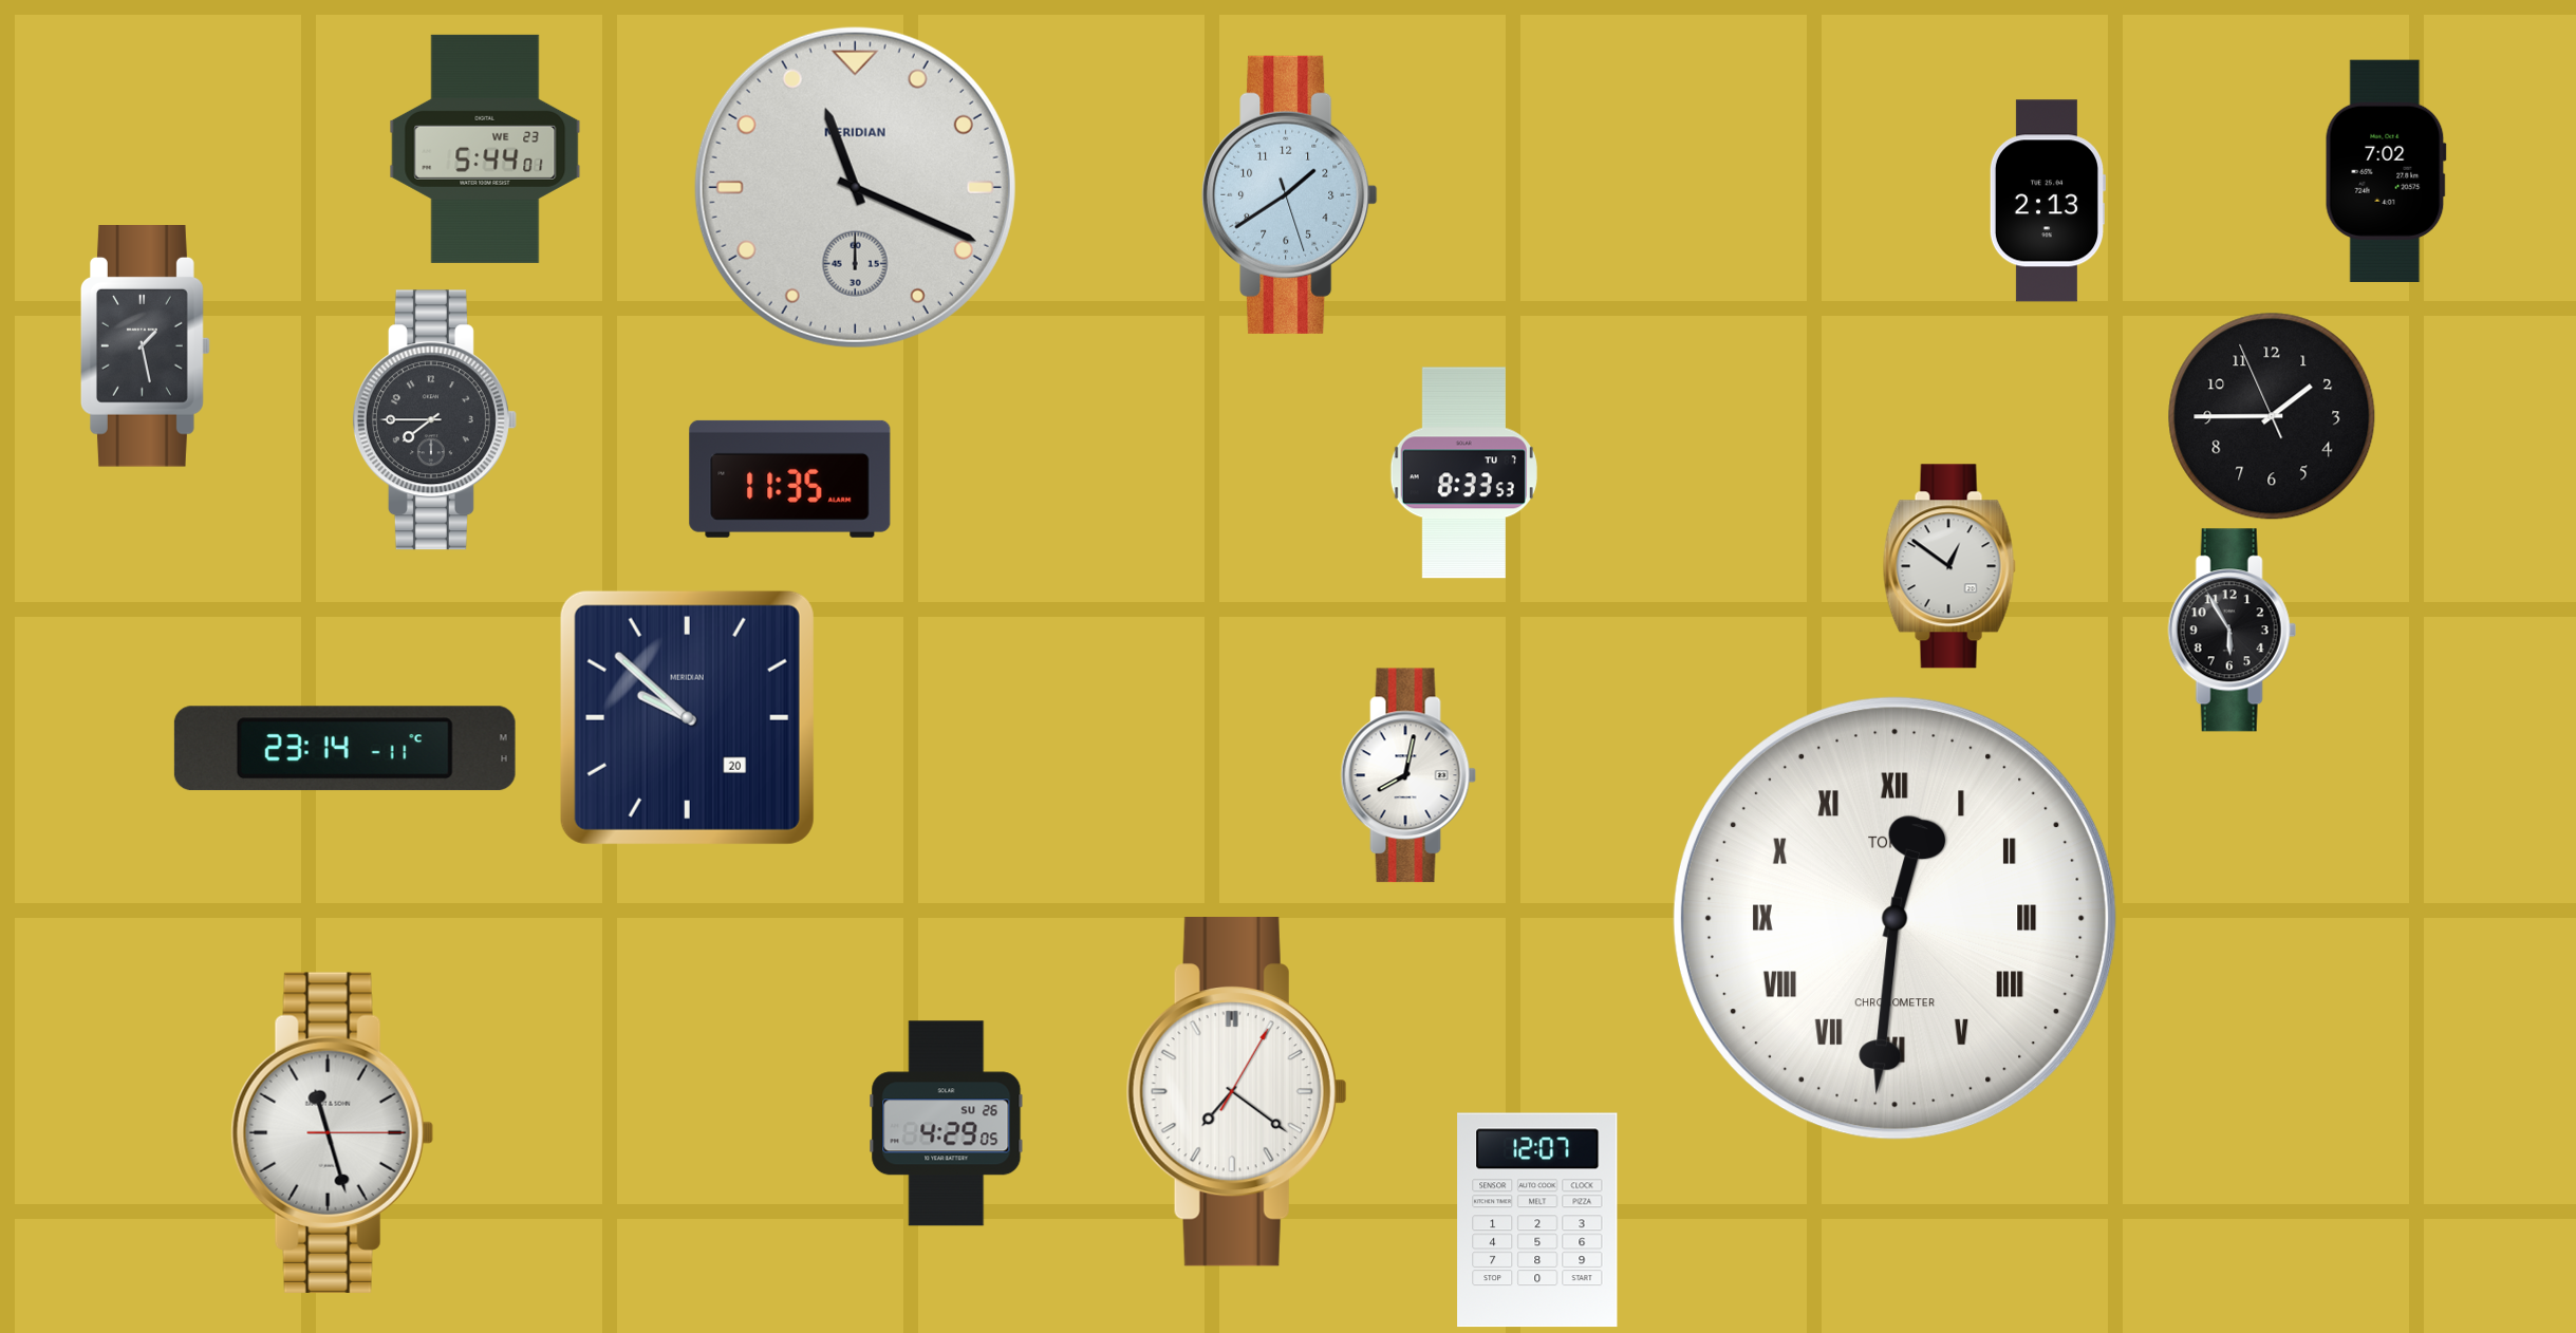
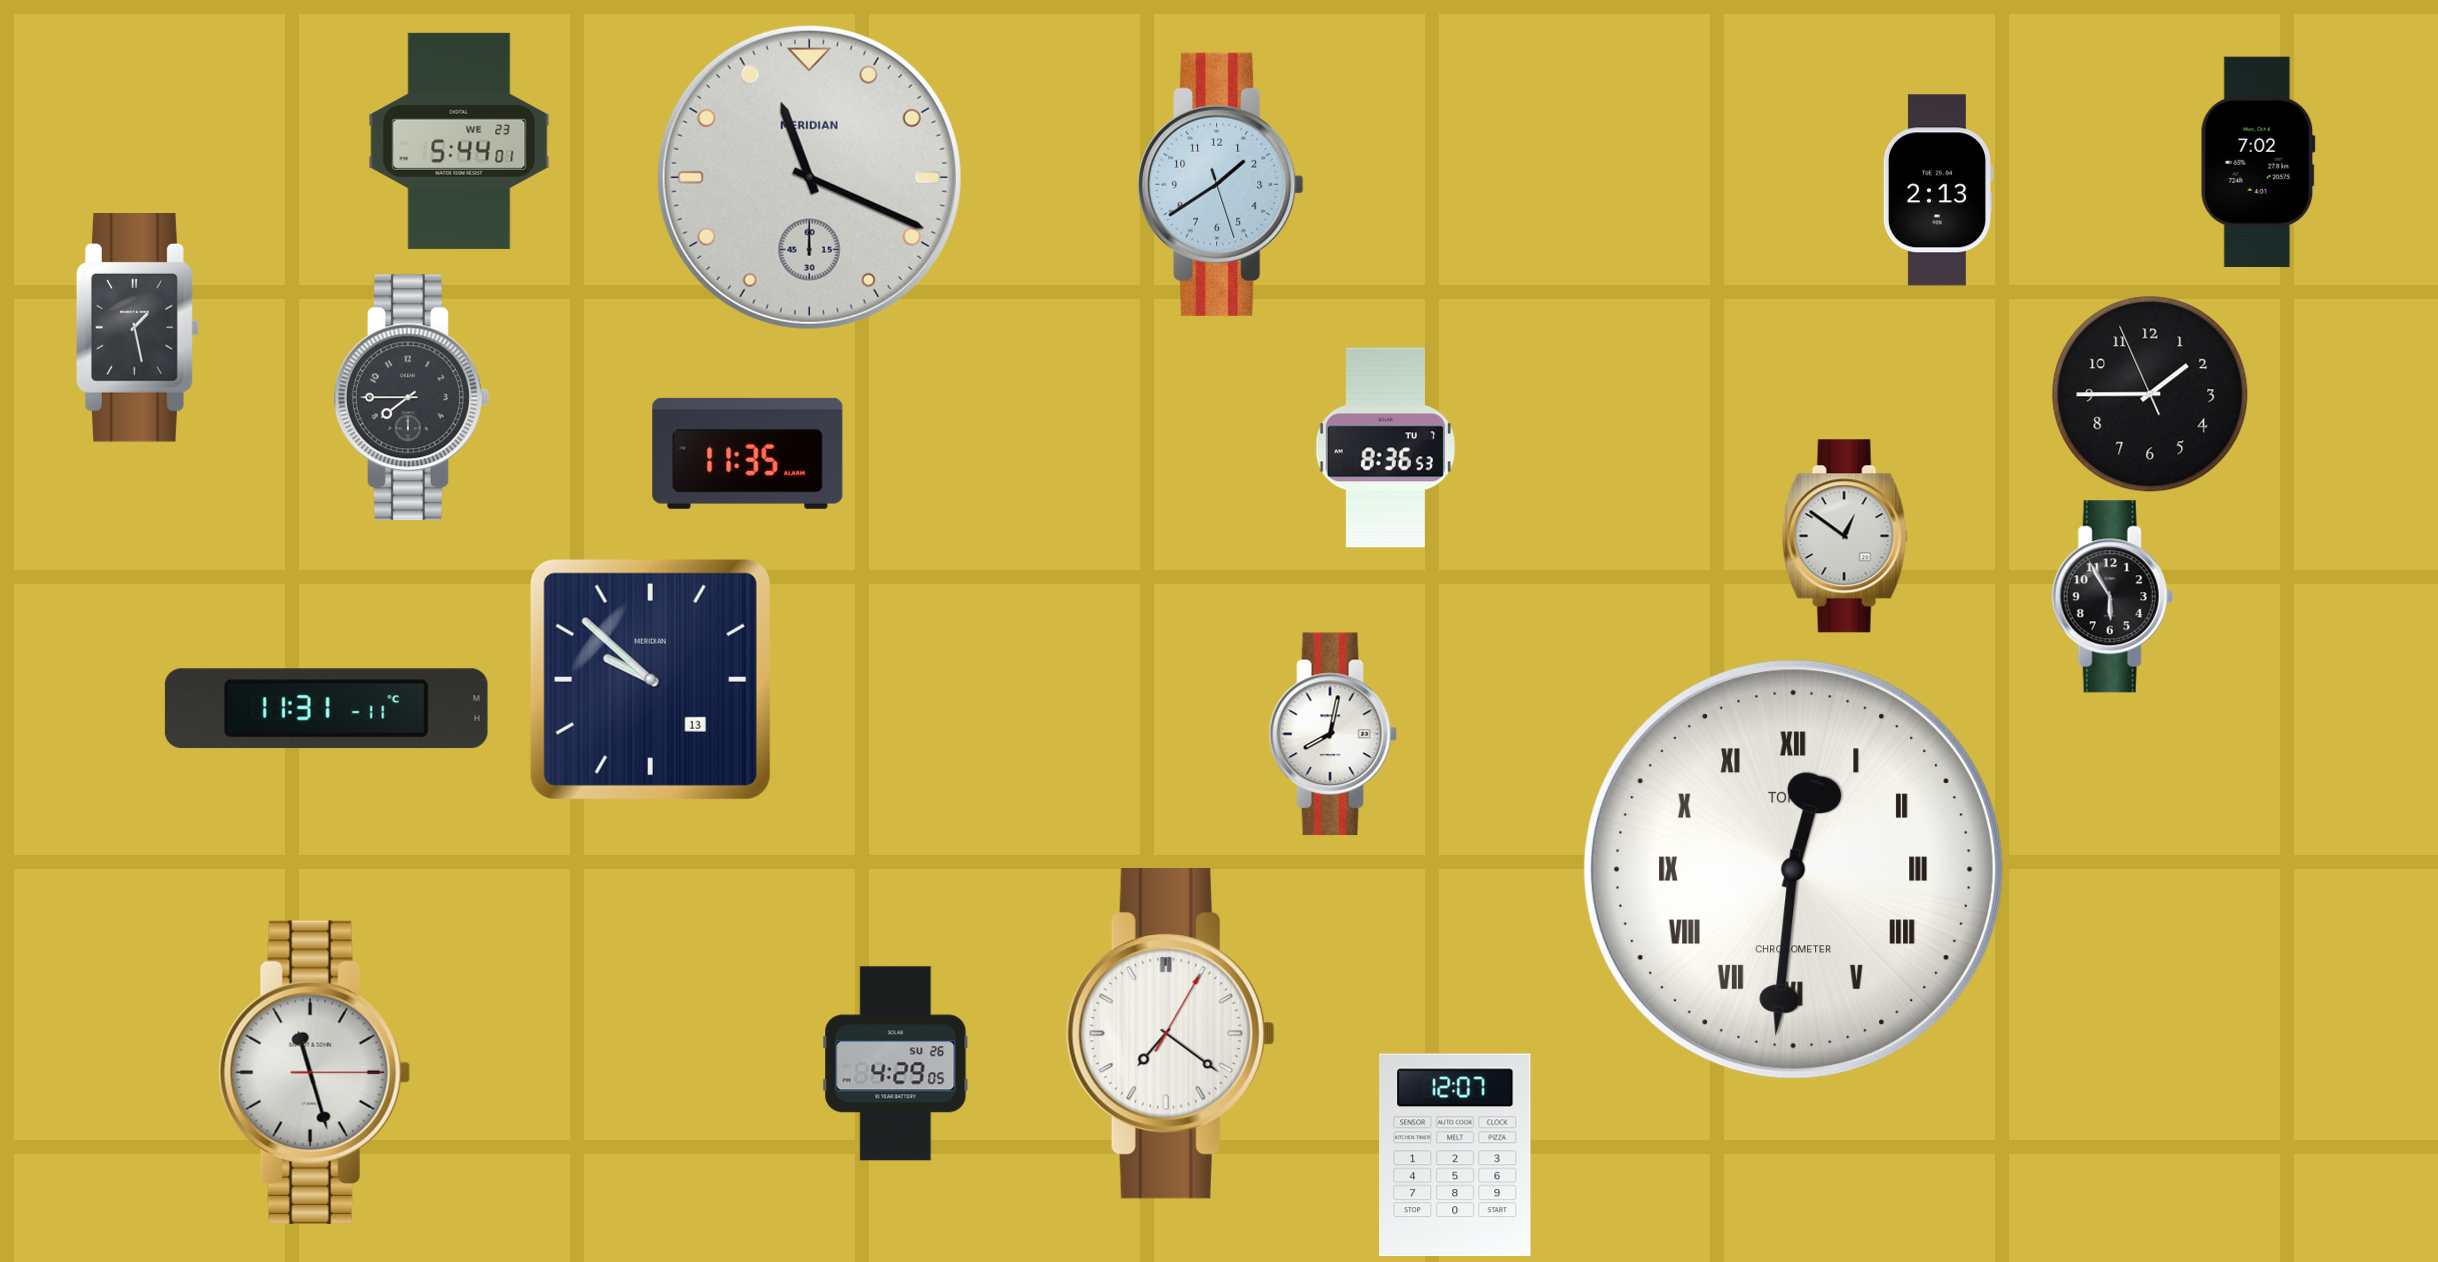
clock at (1463, 473): 8:33 -> 8:36
clock at (687, 717) date: 20 -> 13
clock at (344, 749): 23:14 -> 11:31
